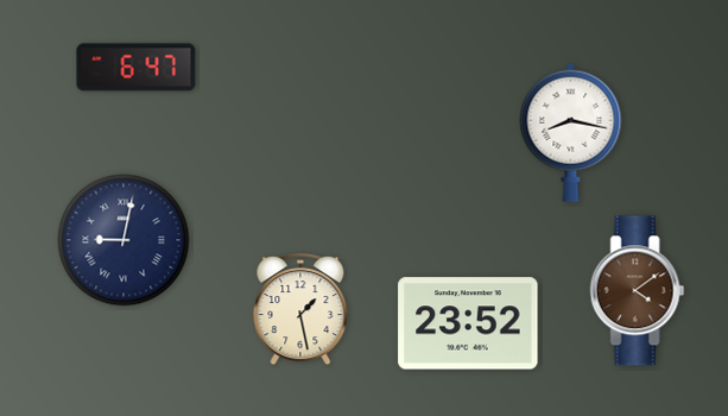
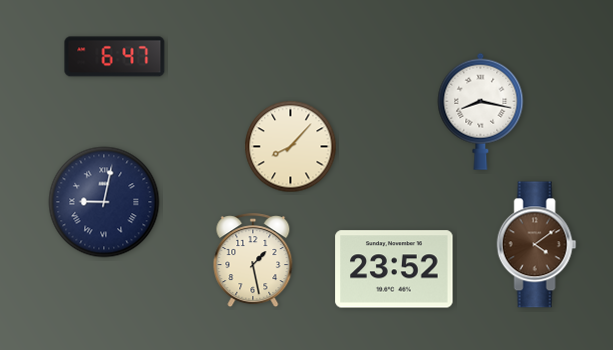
clock at (291, 147): none -> 8:07
clock at (468, 323) position: (468, 323) -> (394, 269)
